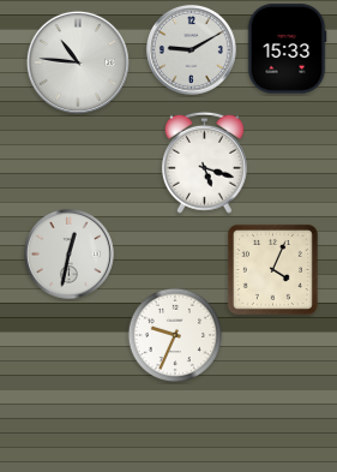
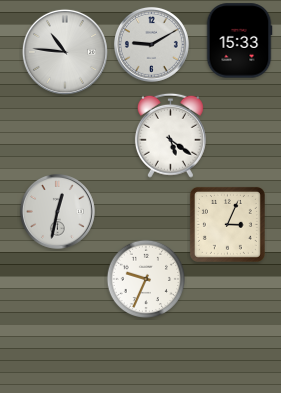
clock at (191, 49) position: (191, 49) -> (151, 44)
clock at (204, 162): 5:18 -> 5:21
clock at (272, 269): 4:04 -> 3:04
